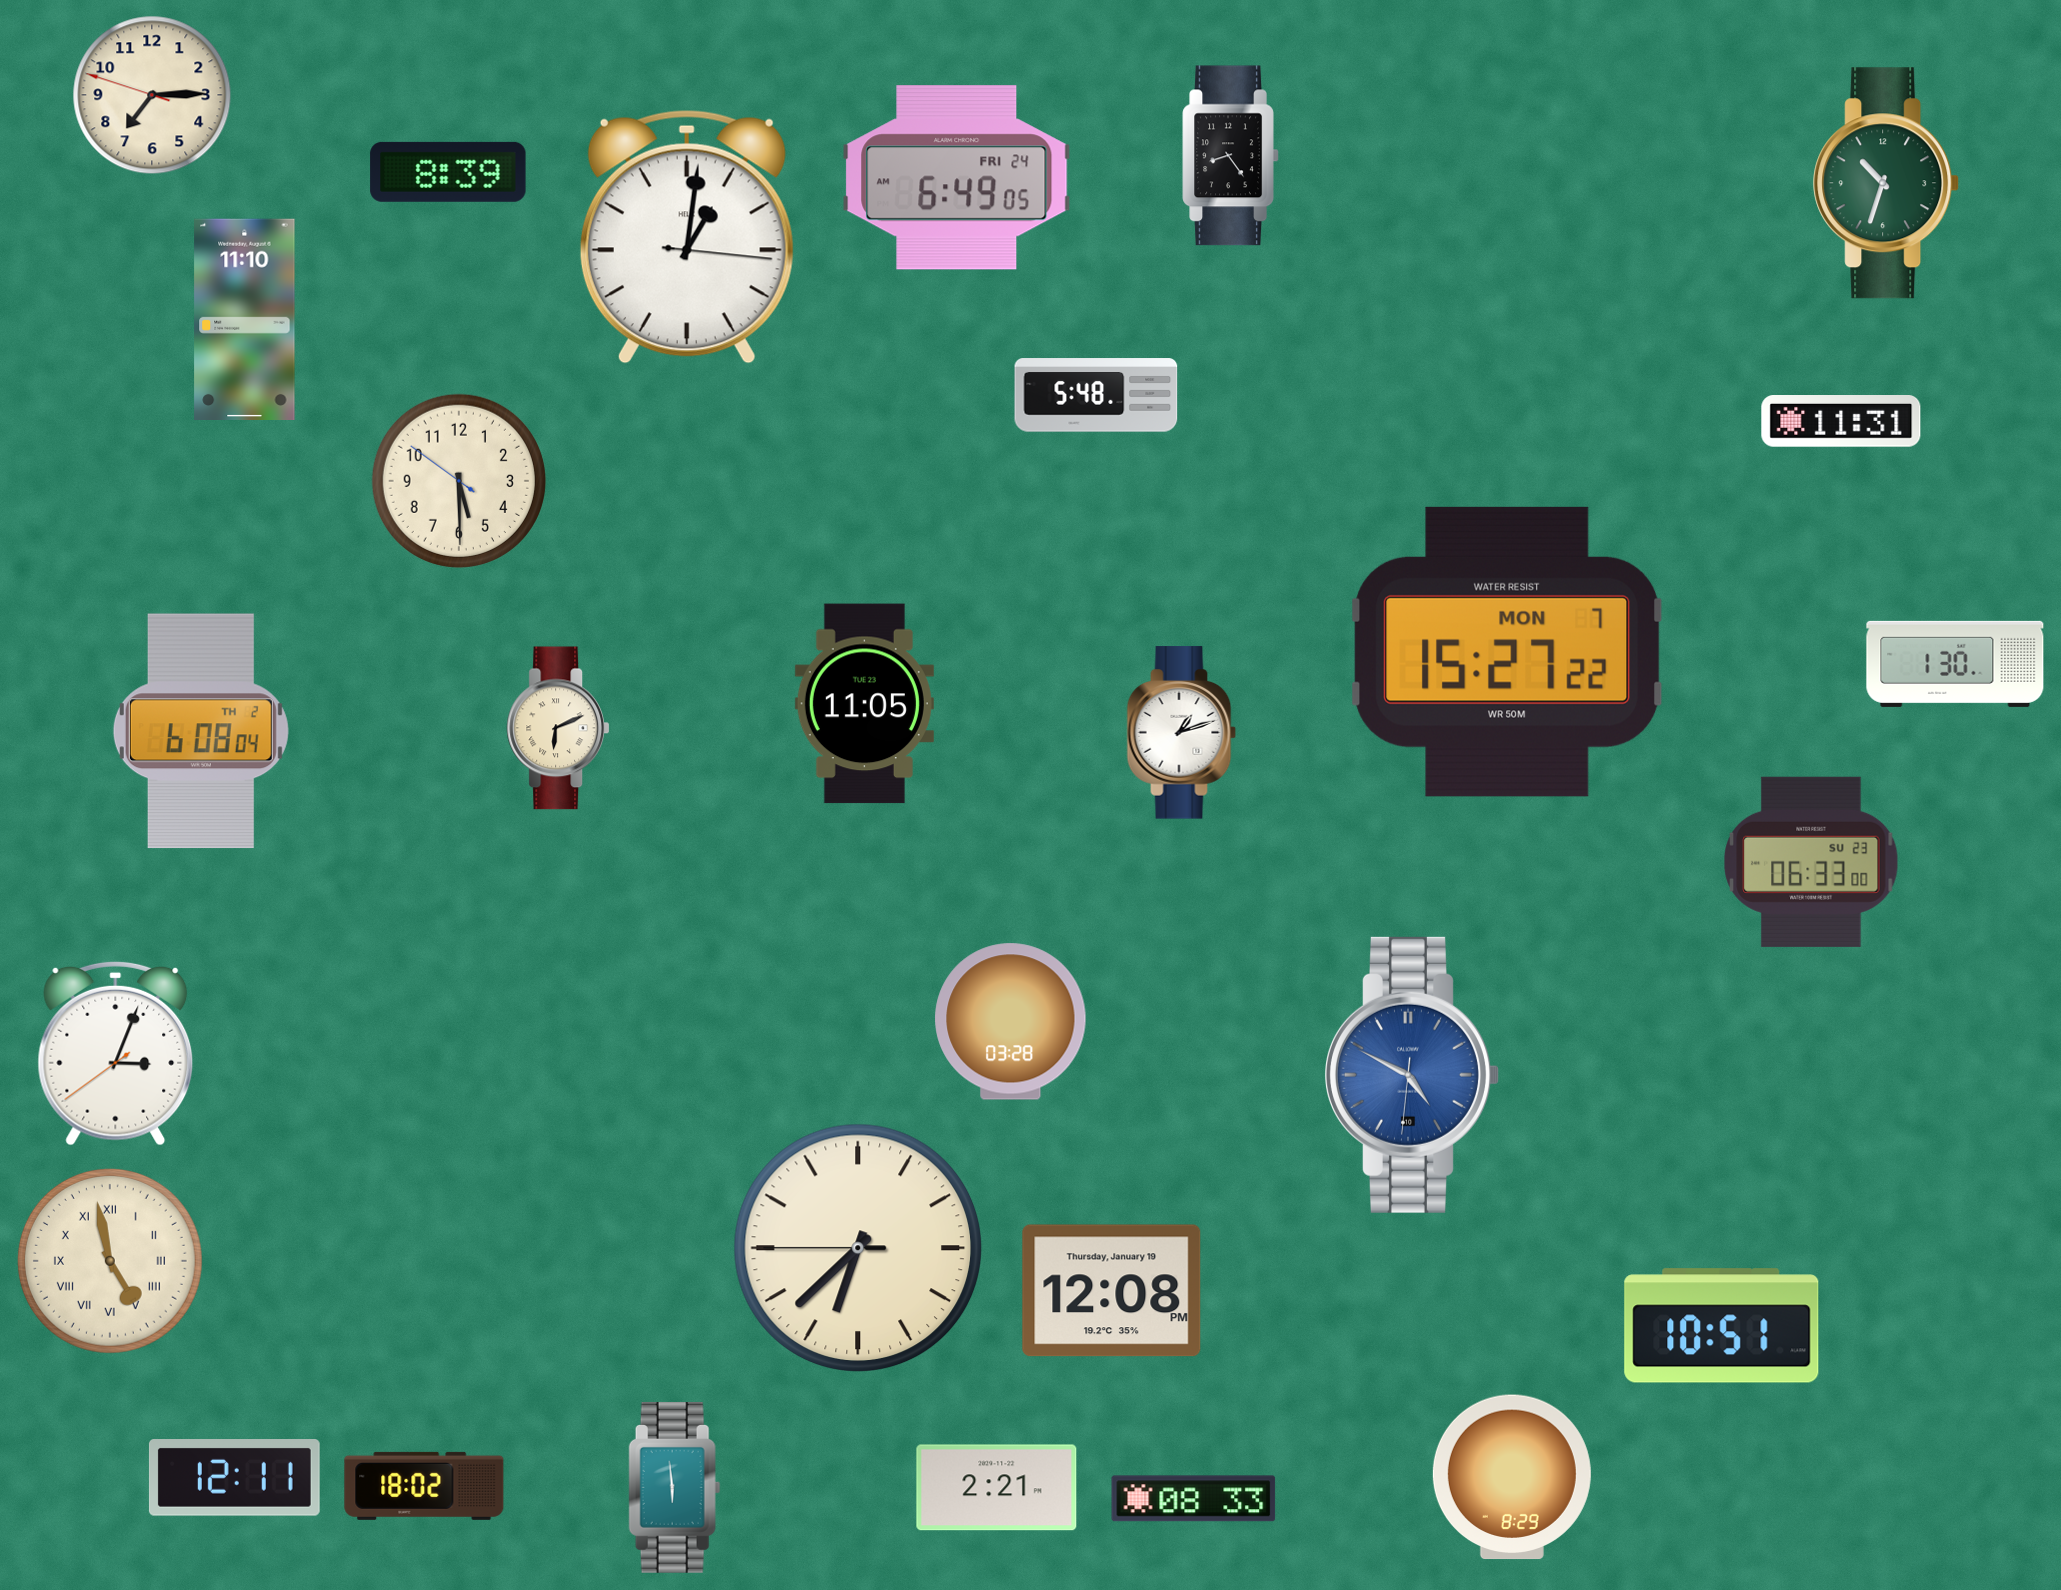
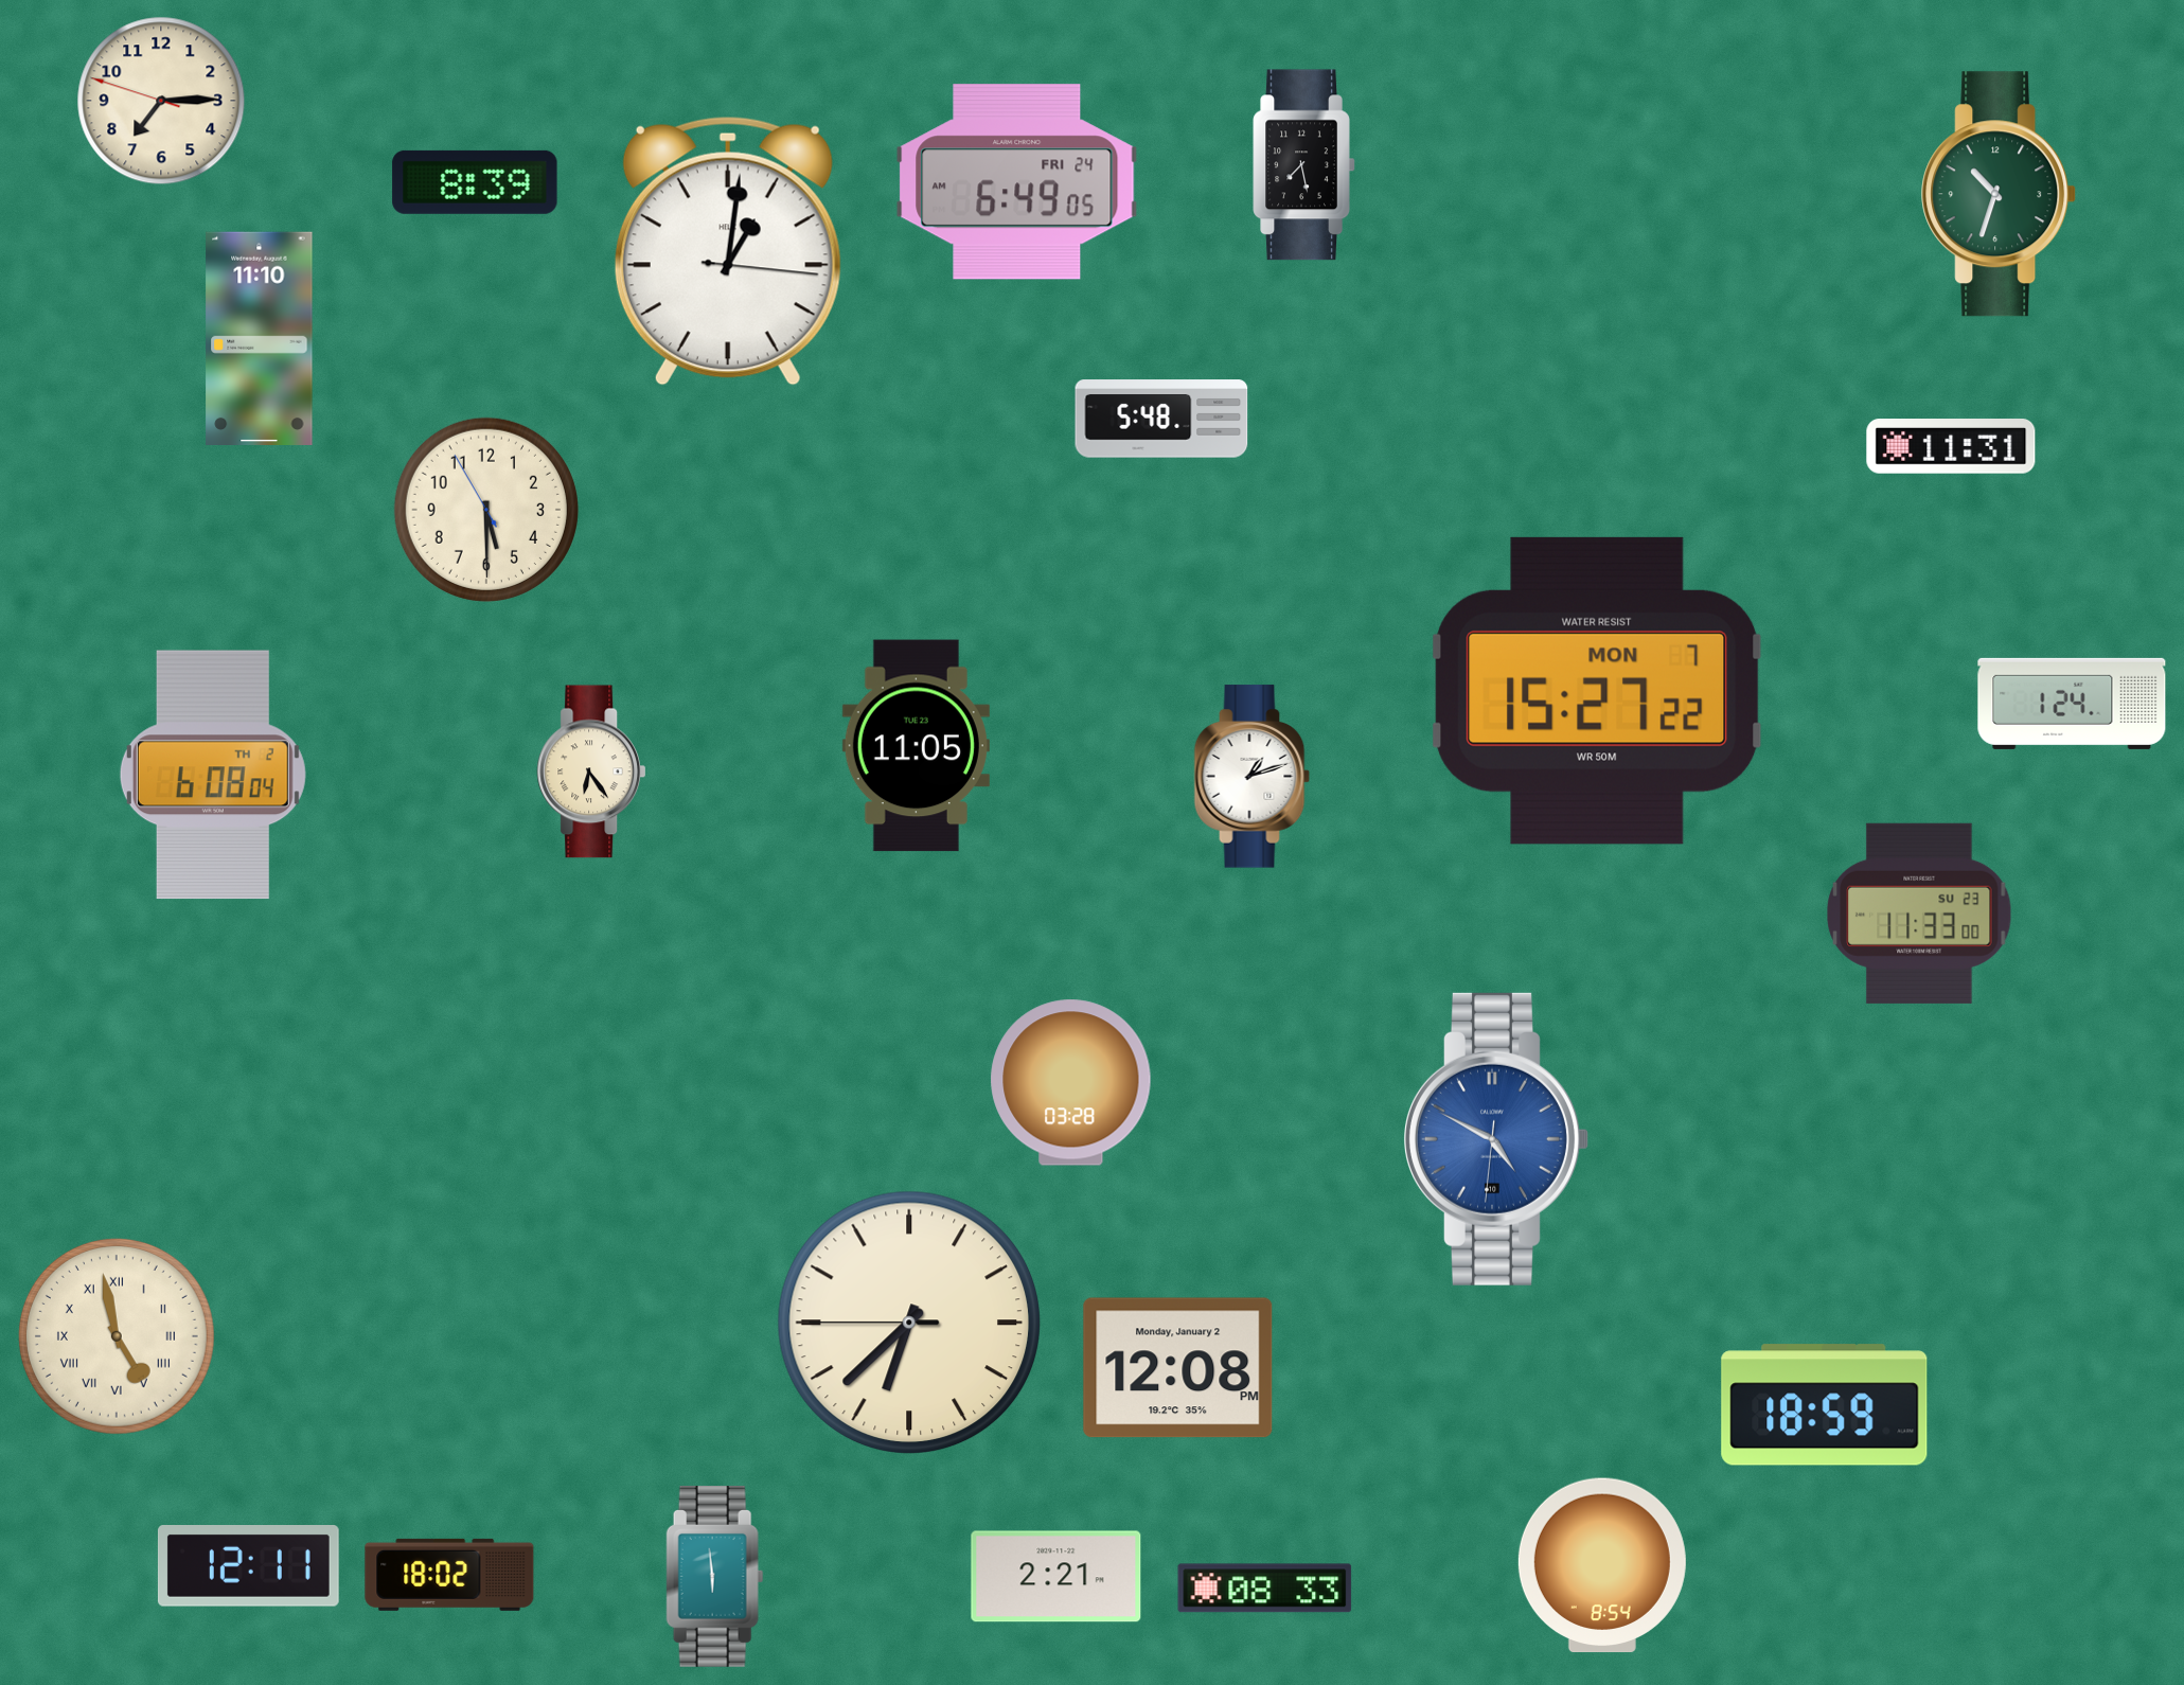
clock at (1231, 156): 8:24 -> 7:28
clock at (957, 178) position: (957, 178) -> (1017, 182)
clock at (459, 481): 5:29:51 -> 5:29:55
clock at (1955, 664): 1:30 -> 1:24
clock at (557, 728): 6:11 -> 6:24
clock at (1811, 862): 06:33 -> 11:33
clock at (116, 1053): 3:03 -> none
clock at (1112, 1291) date: Thursday, January 19 -> Monday, January 2
clock at (1722, 1326): 10:51 -> 18:59
clock at (1512, 1477): 8:29 -> 8:54
